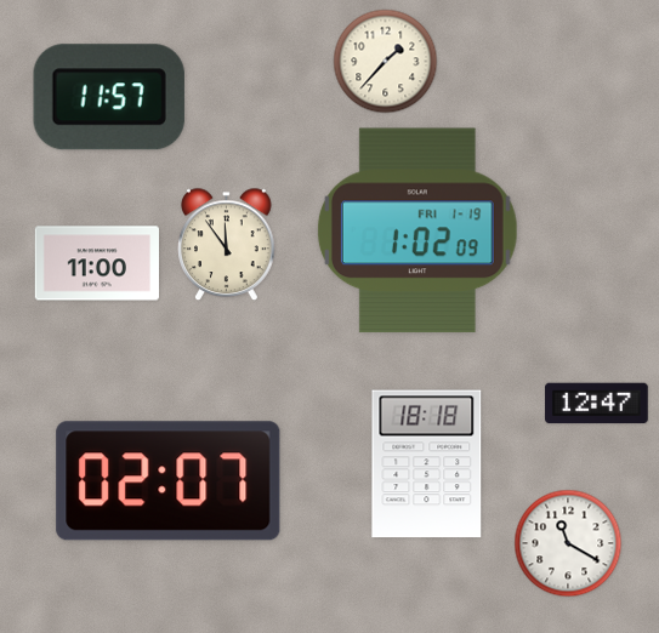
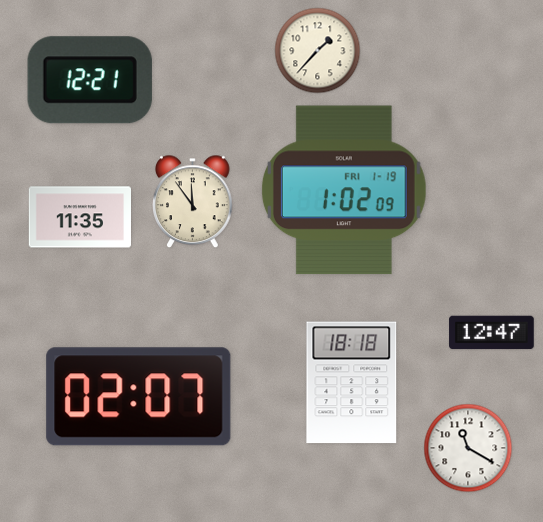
clock at (109, 97): 11:57 -> 12:21
clock at (227, 245) position: (227, 245) -> (193, 202)
clock at (96, 263): 11:00 -> 11:35
